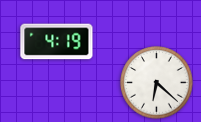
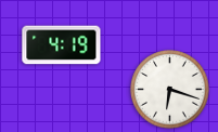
clock at (157, 83): 6:22 -> 6:18
